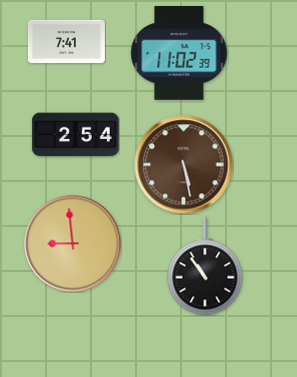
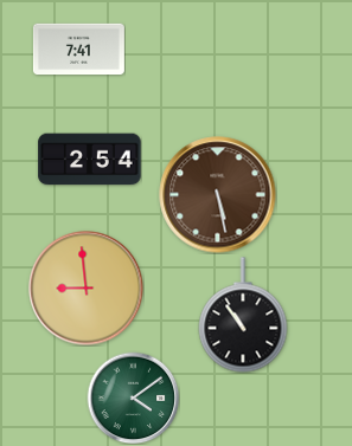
clock at (179, 53): 11:02 -> none
clock at (133, 397): none -> 4:09
